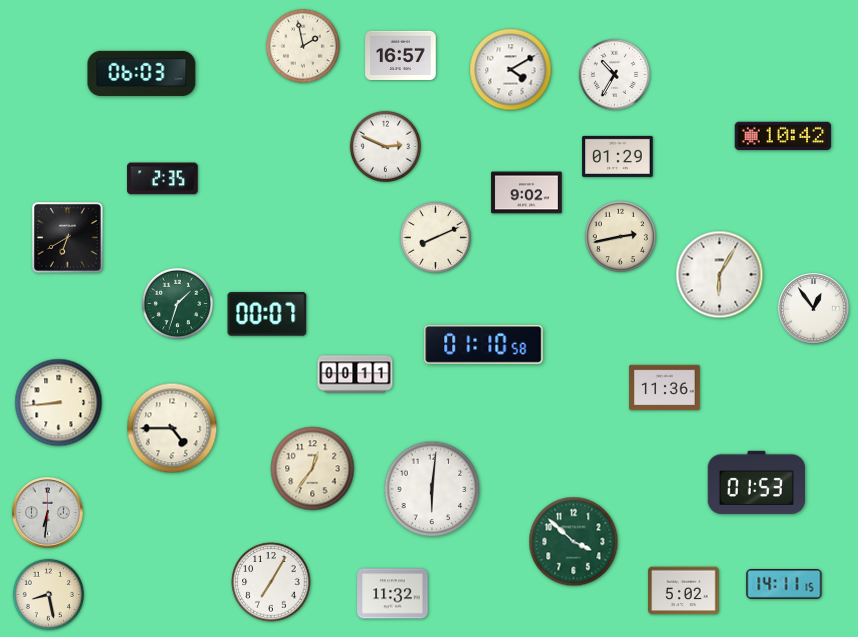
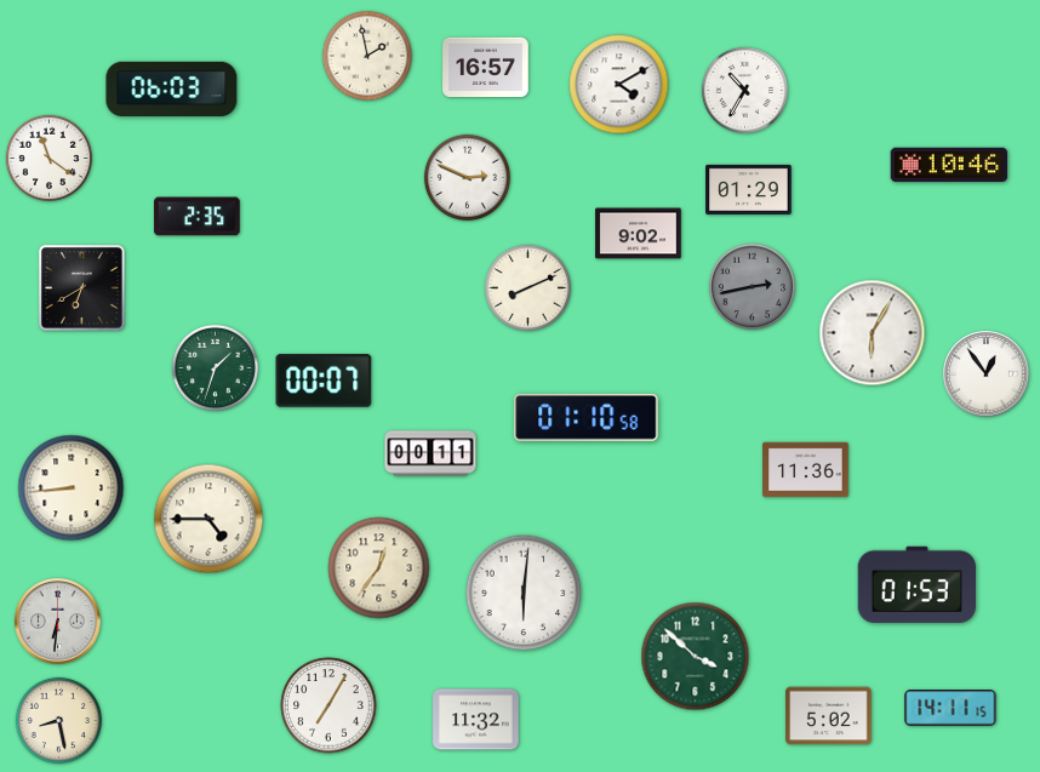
clock at (48, 158): none -> 11:21
clock at (783, 136): 10:42 -> 10:46
clock at (620, 236) dial: cream -> grey
